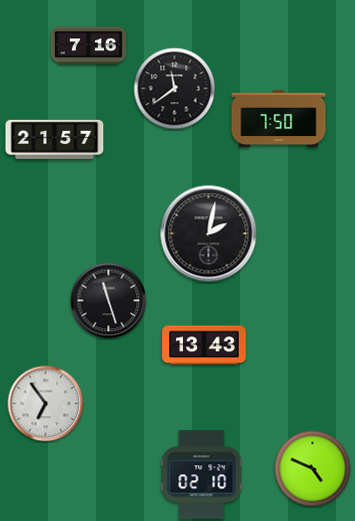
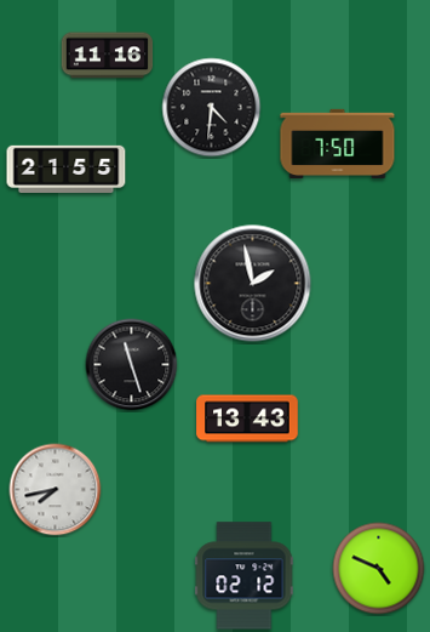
clock at (89, 46): 7:16 -> 11:16
clock at (175, 89): 11:39 -> 4:31
clock at (55, 139): 21:57 -> 21:55
clock at (209, 234): 2:02 -> 1:58
clock at (46, 404): 6:54 -> 7:43
clock at (202, 475): 02:10 -> 02:12
